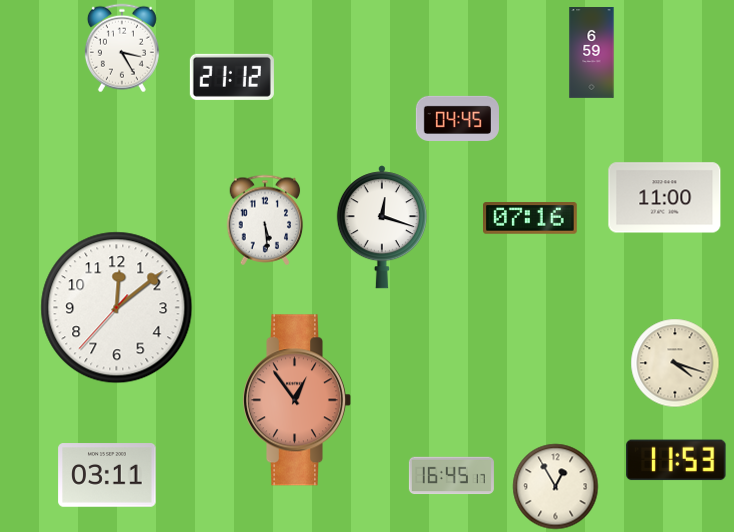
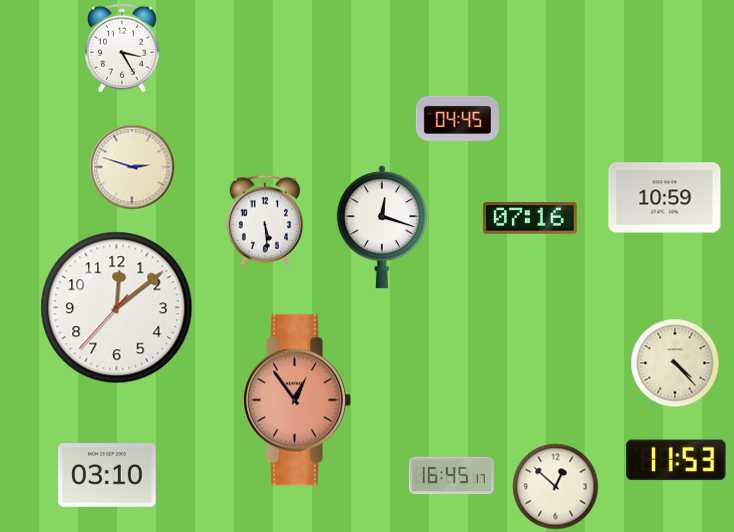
clock at (592, 53): 6:59 -> none
clock at (232, 77): 21:12 -> none
clock at (132, 167): none -> 2:48
clock at (665, 198): 11:00 -> 10:59
clock at (675, 363): 4:18 -> 4:23
clock at (107, 475): 03:11 -> 03:10
clock at (555, 486): 12:55 -> 12:52
